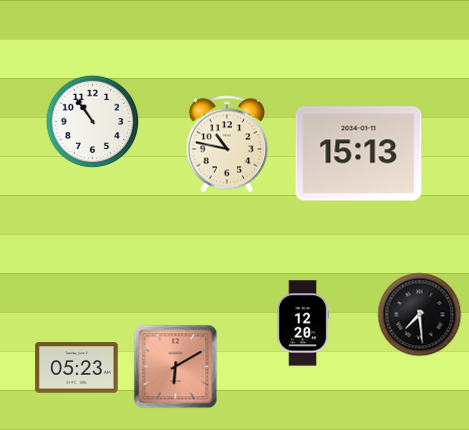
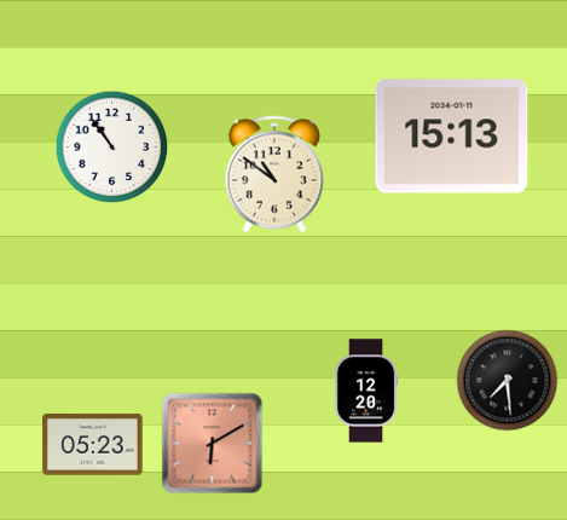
clock at (227, 144): 10:47 -> 10:51
clock at (359, 154) position: (359, 154) -> (452, 137)
